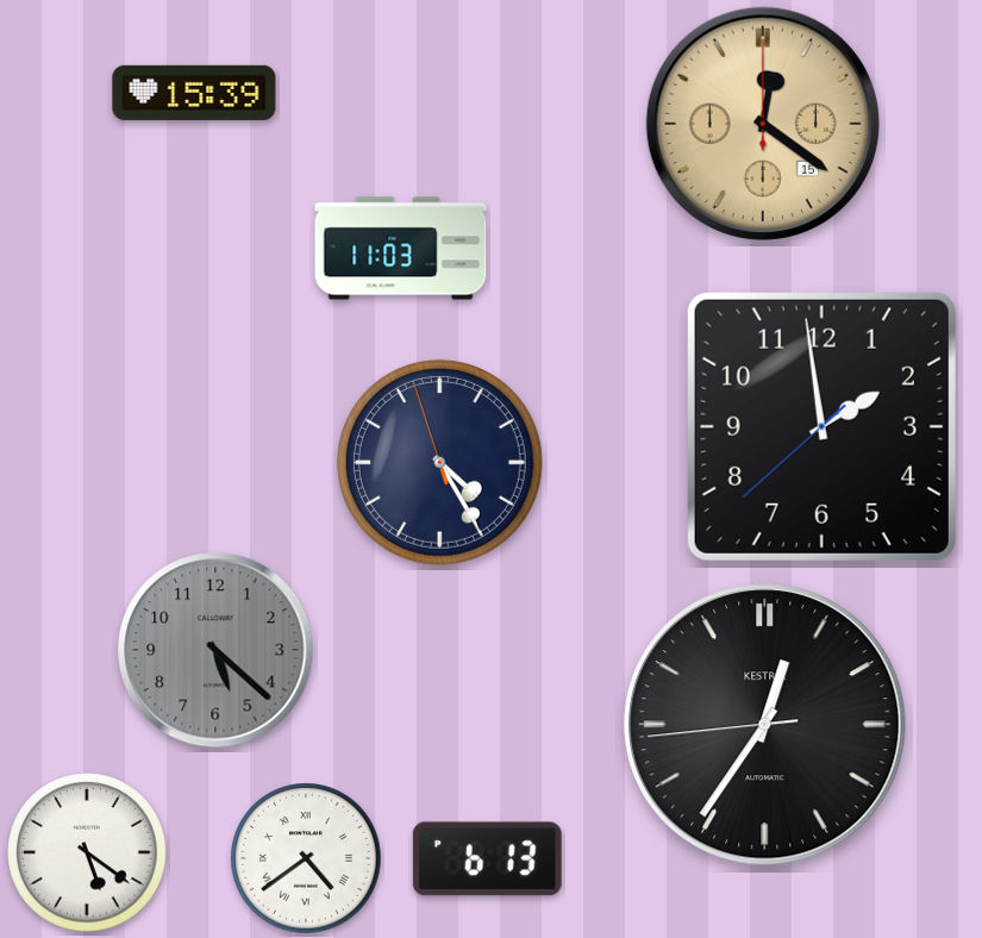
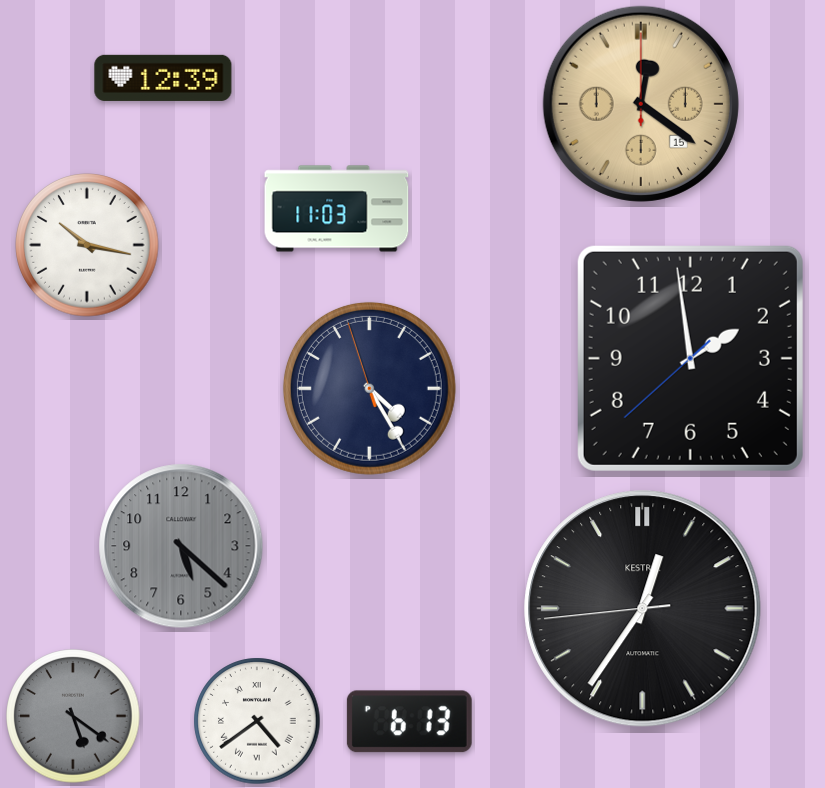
clock at (194, 93): 15:39 -> 12:39
clock at (87, 245): none -> 10:17
clock at (87, 852) dial: white -> grey
